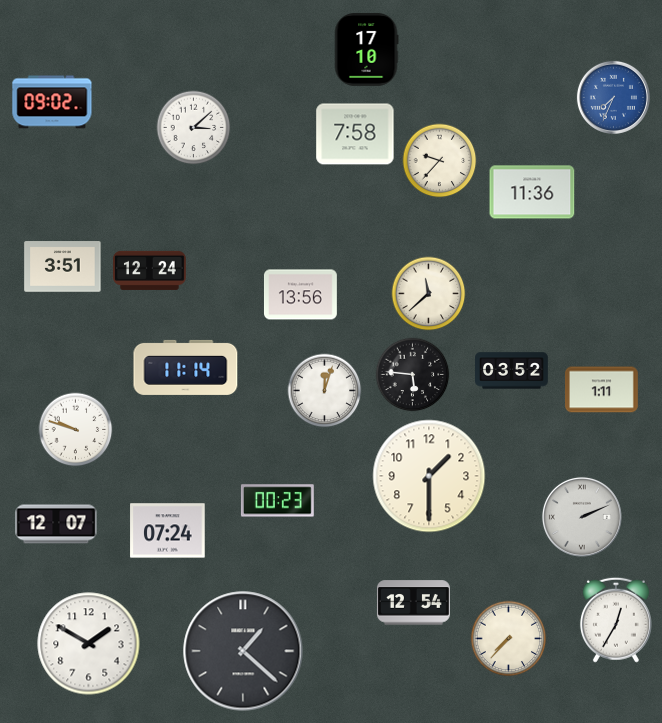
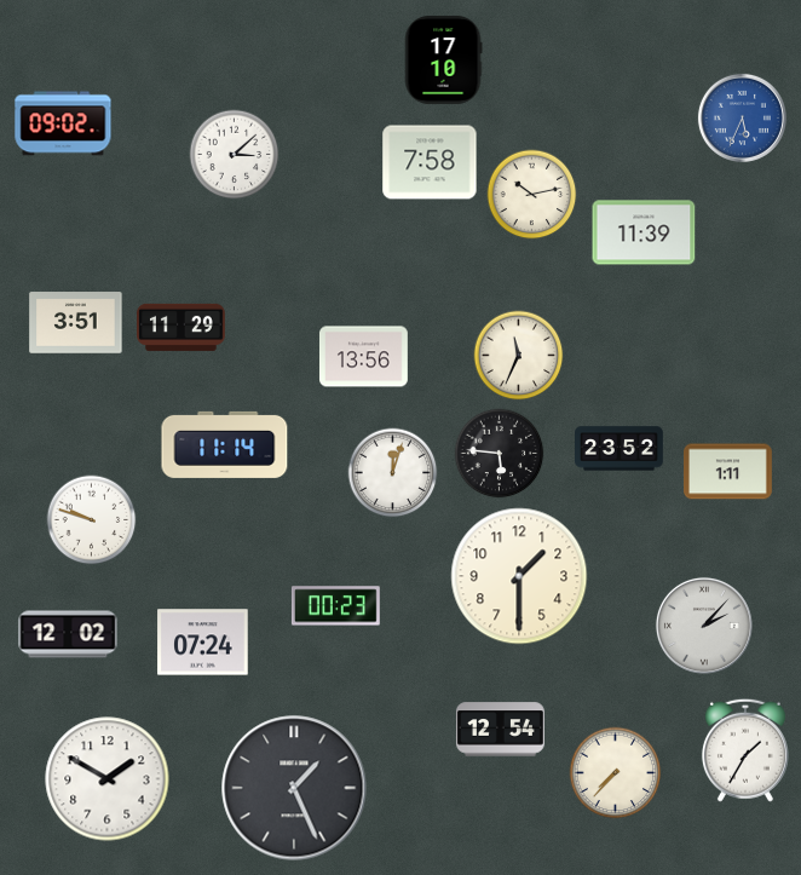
clock at (613, 97): 7:34 -> 5:34
clock at (440, 161): 9:37 -> 10:13
clock at (532, 192): 11:36 -> 11:39
clock at (150, 270): 12:24 -> 11:29
clock at (429, 294): 11:38 -> 11:34
clock at (512, 371): 03:52 -> 23:52
clock at (582, 517): 2:11 -> 2:07
clock at (56, 524): 12:07 -> 12:02
clock at (616, 620): 12:35 -> 1:35
clock at (243, 651): 1:22 -> 1:26
